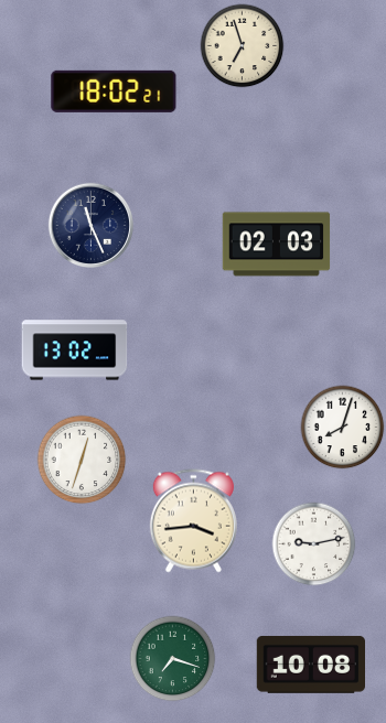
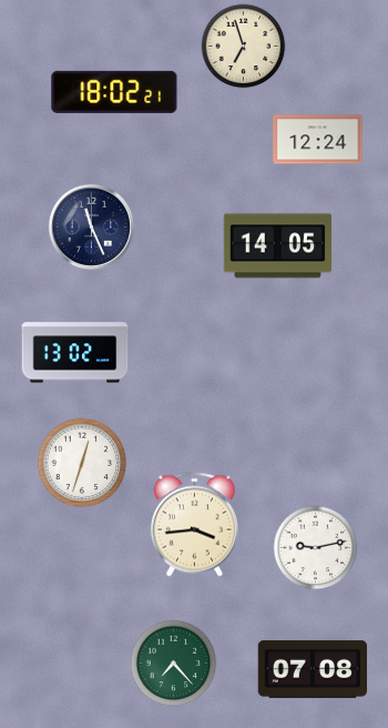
clock at (318, 140): none -> 12:24
clock at (277, 245): 02:03 -> 14:05
clock at (343, 428): 8:03 -> none
clock at (173, 659): 7:18 -> 7:23
clock at (310, 665): 10:08 -> 07:08
